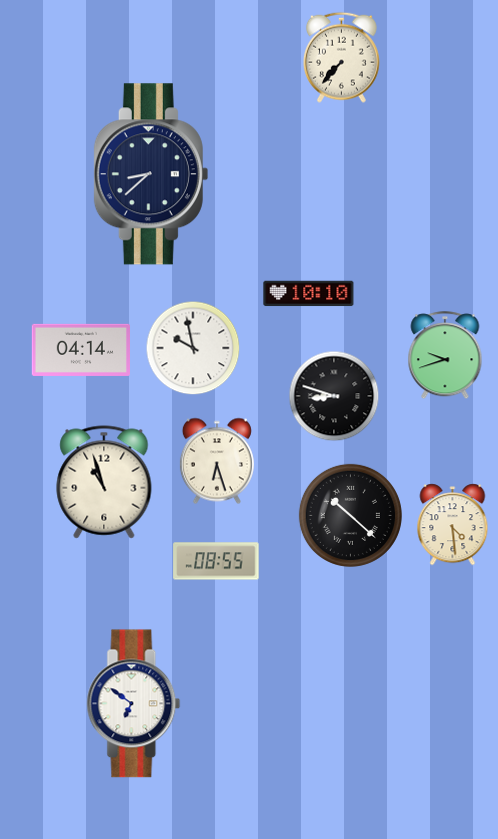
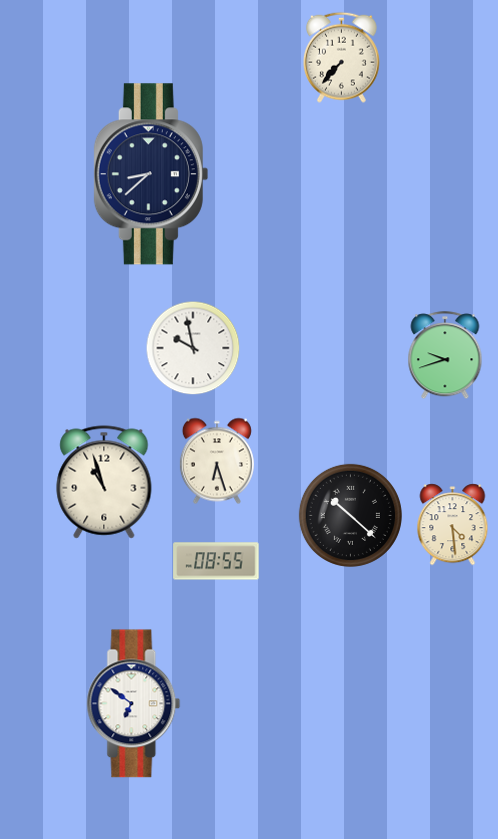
clock at (309, 294): 10:10 -> none
clock at (80, 350): 04:14 -> none
clock at (334, 396): 8:48 -> none
